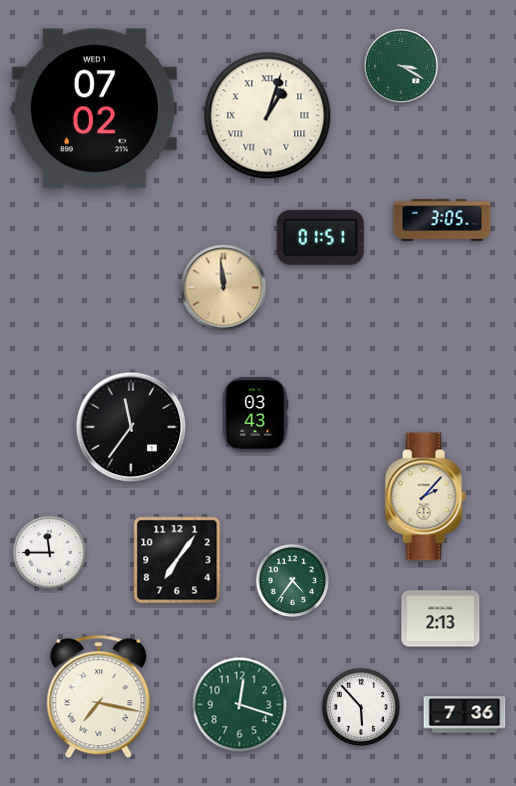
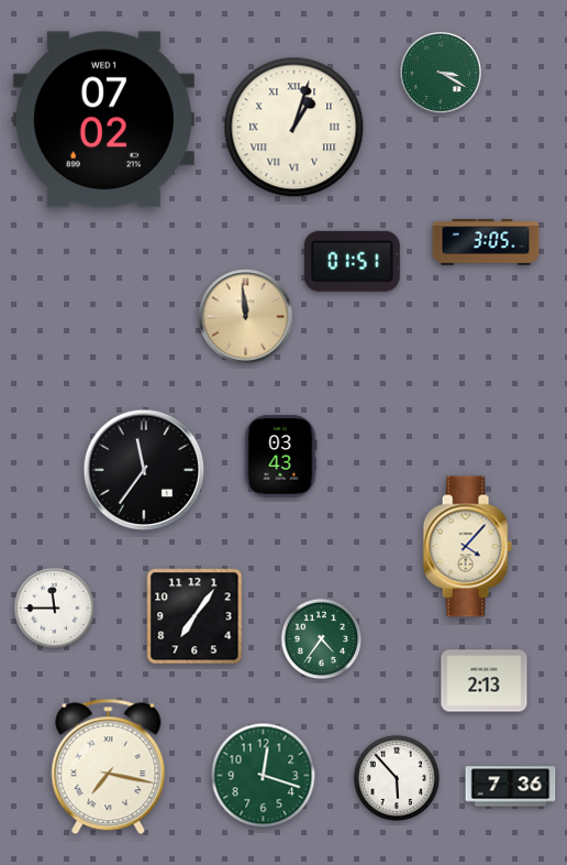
clock at (425, 497): 2:07 -> 4:07
